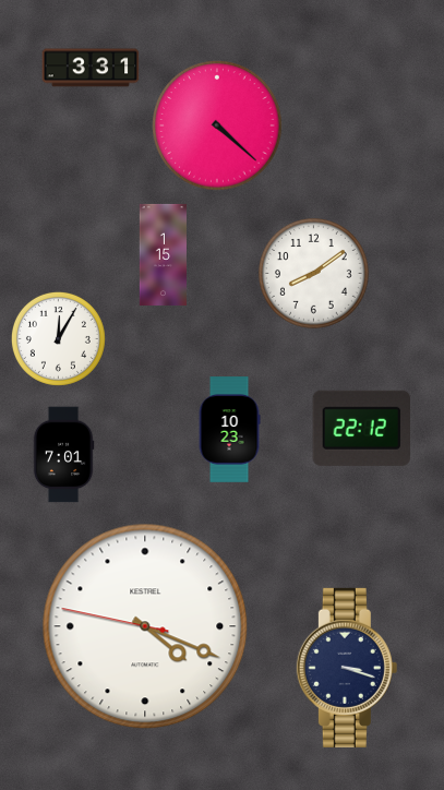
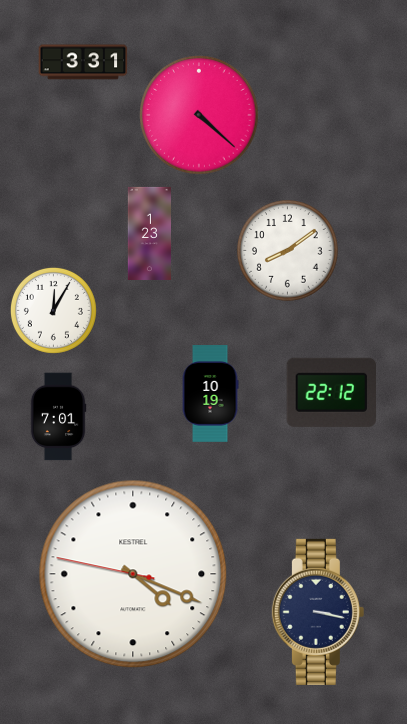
clock at (163, 254): 1:15 -> 1:23
clock at (229, 430): 10:23 -> 10:19
clock at (347, 668): 3:18 -> 3:17
